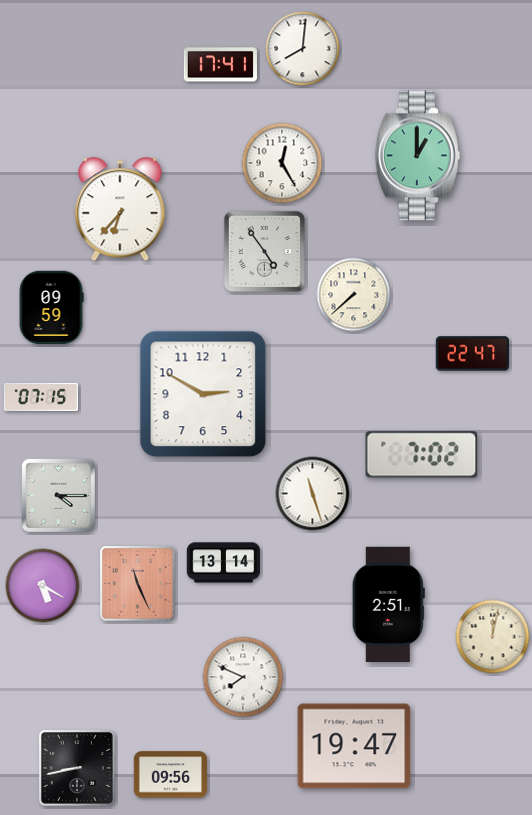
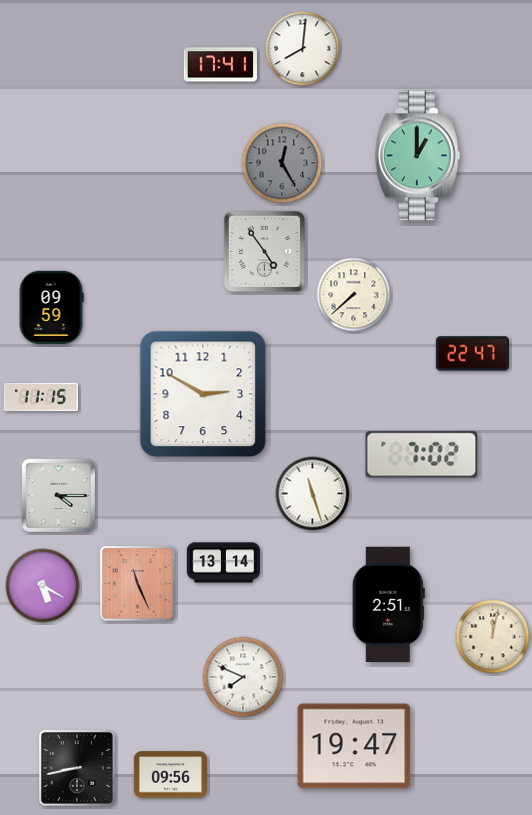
clock at (282, 163) dial: white -> grey
clock at (120, 210): 6:37 -> none
clock at (41, 397): 07:15 -> 11:15
